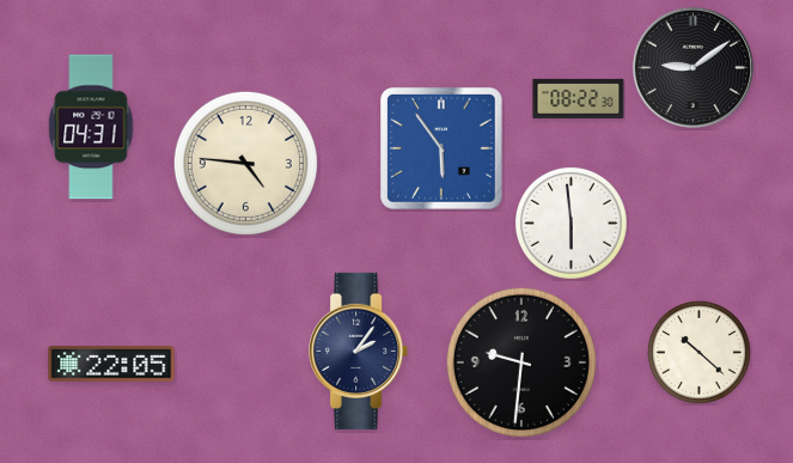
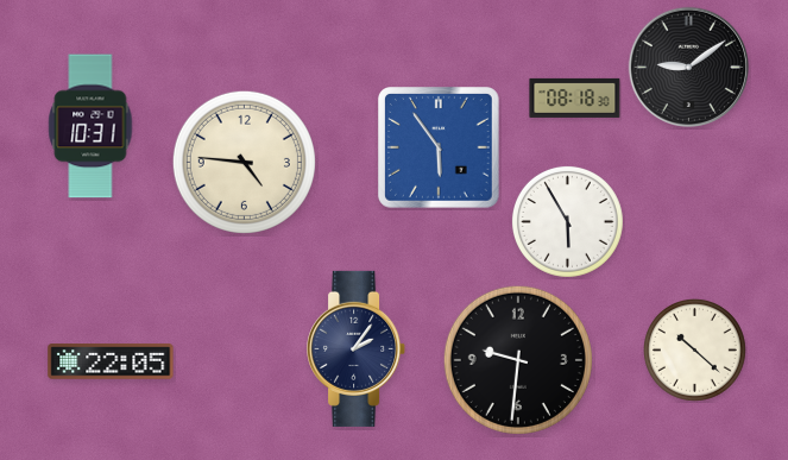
clock at (579, 98): 08:22 -> 08:18
clock at (91, 127): 04:31 -> 10:31
clock at (571, 223): 5:59 -> 5:55
